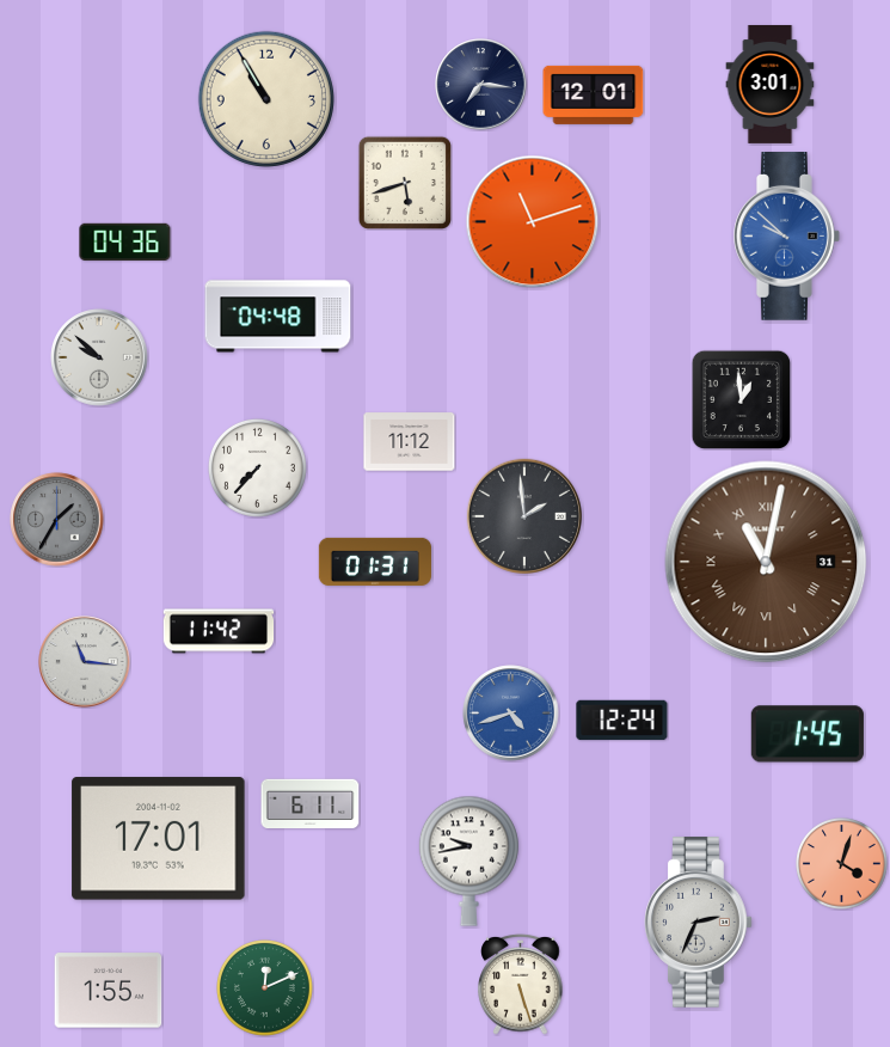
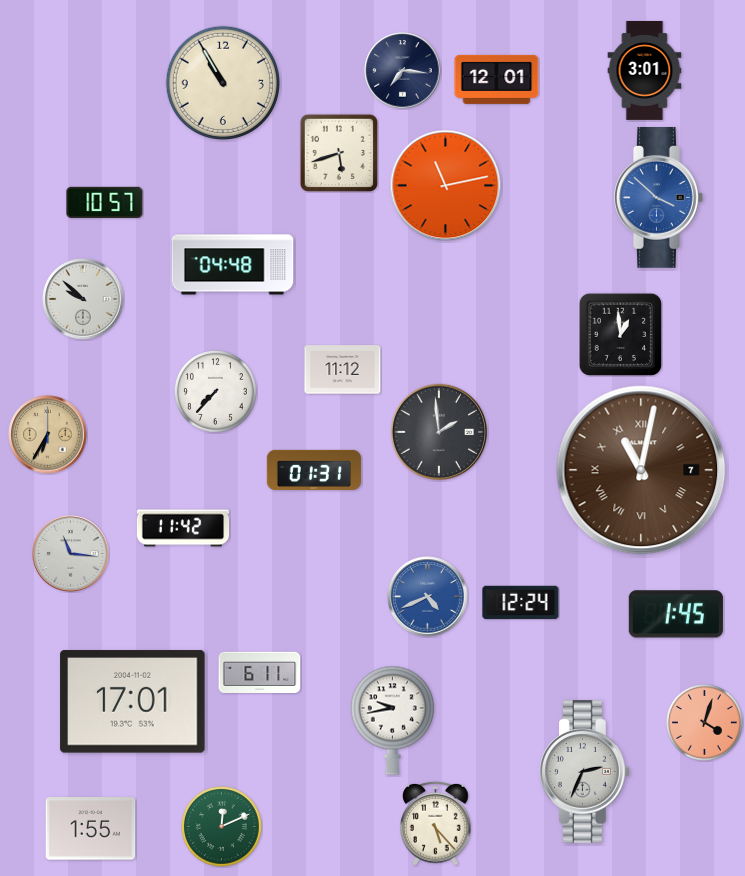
clock at (533, 222): 11:12 -> 11:13
clock at (787, 237): 9:52 -> 3:52
clock at (125, 241): 04:36 -> 10:57
clock at (57, 520): 1:35 -> 6:35
clock at (57, 520) dial: grey -> champagne
clock at (766, 562) date: 31 -> 7
clock at (511, 714): 4:42 -> 4:41
clock at (521, 984): 5:27 -> 5:23
